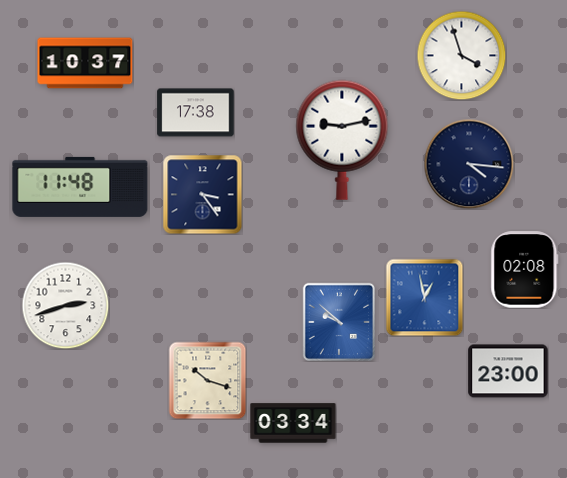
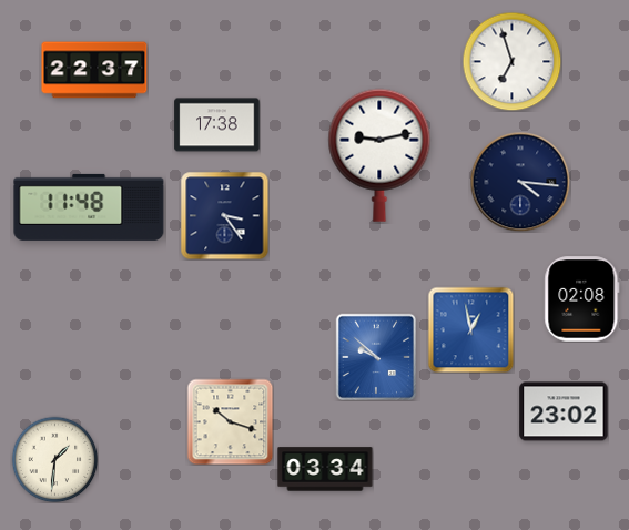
clock at (461, 55): 3:57 -> 6:57
clock at (85, 63): 10:37 -> 22:37
clock at (65, 305): 2:42 -> none
clock at (508, 371): 23:00 -> 23:02
clock at (54, 459): none -> 1:31
